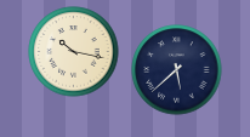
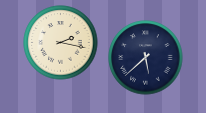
clock at (74, 52): 10:17 -> 2:17
